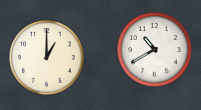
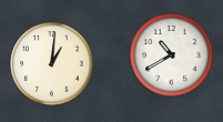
clock at (47, 58): 1:00 -> 1:01
